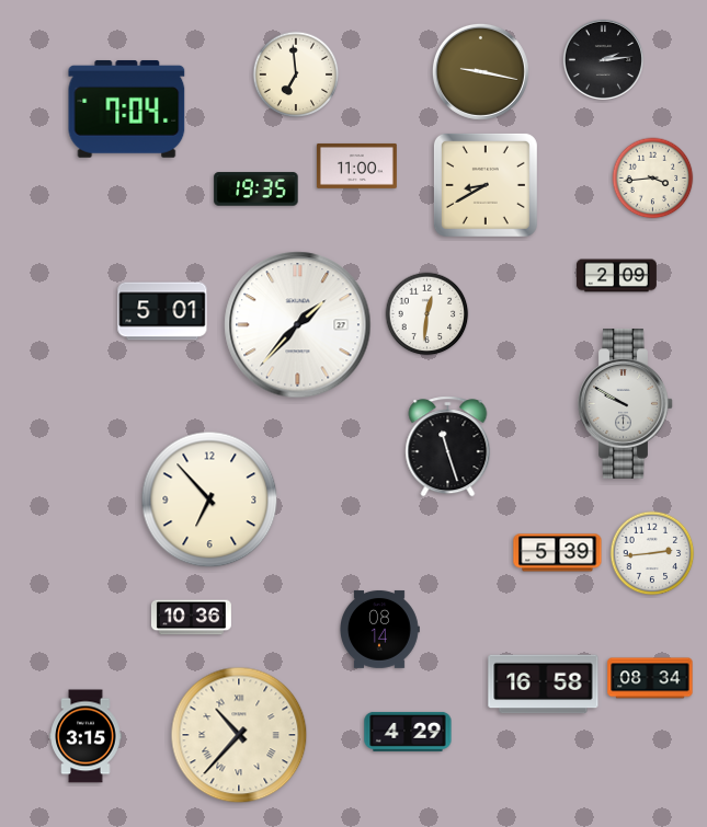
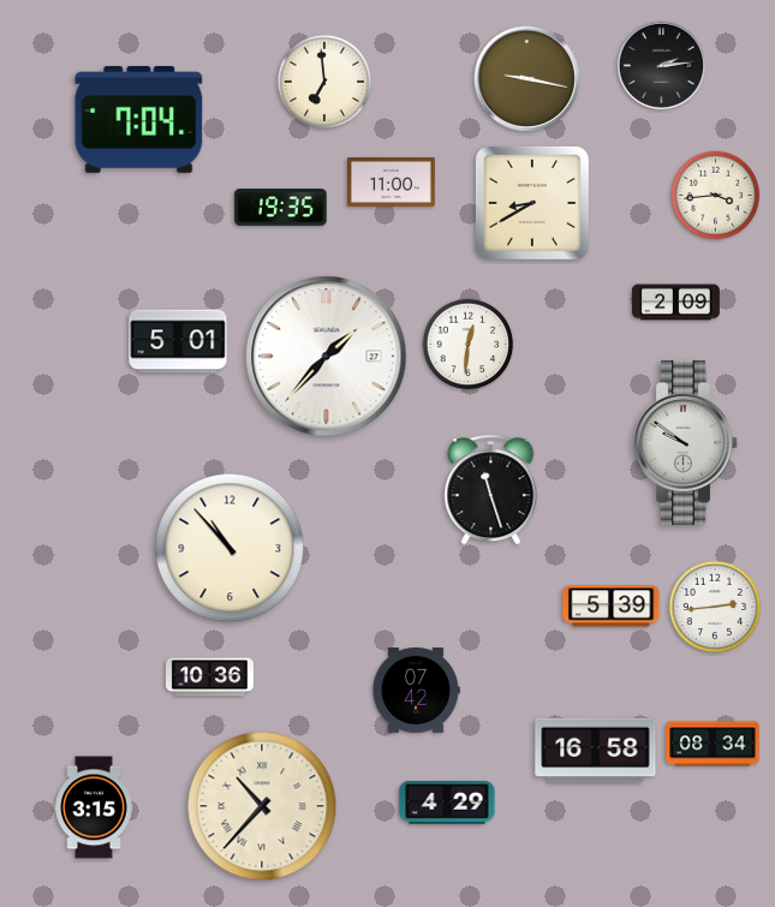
clock at (626, 404): 9:50 -> 9:51
clock at (209, 499): 6:53 -> 10:53
clock at (379, 629): 08:14 -> 07:42
